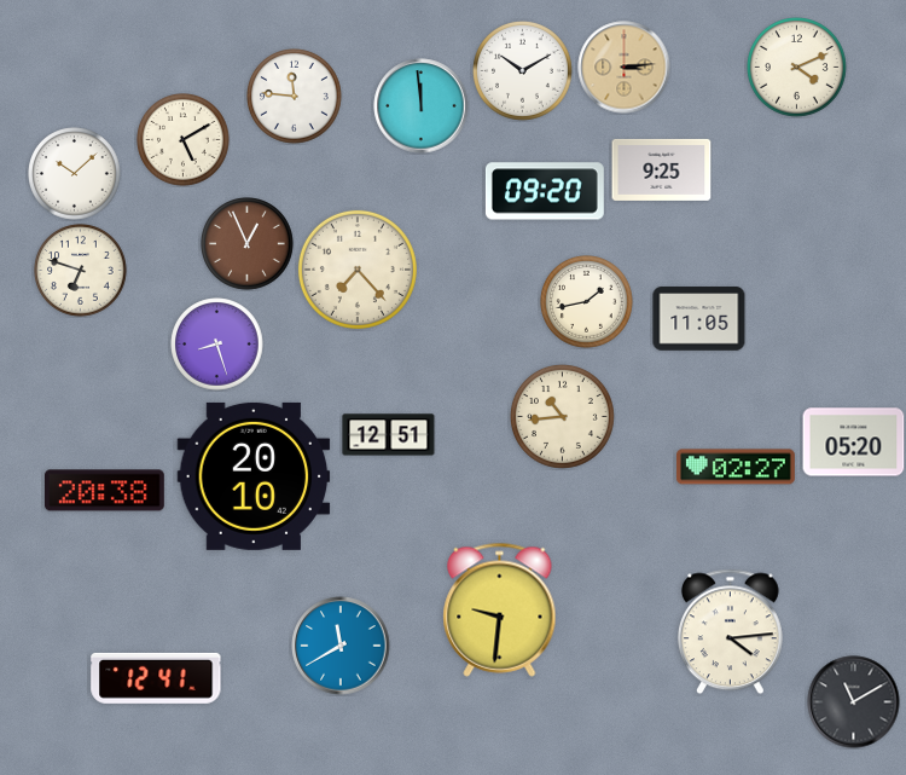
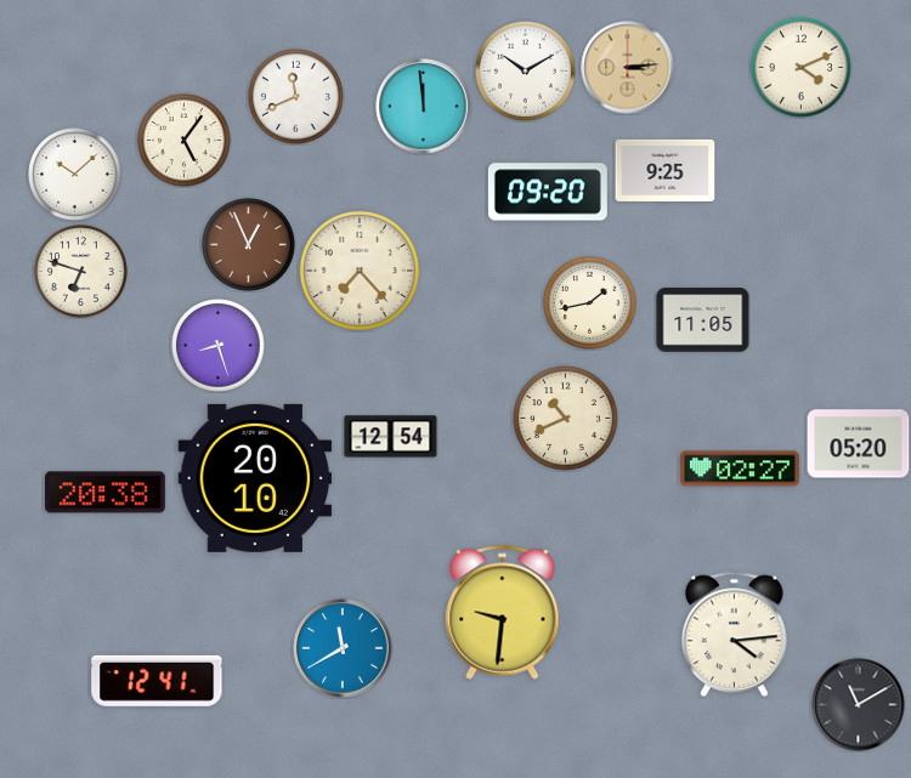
clock at (295, 97): 11:46 -> 11:41
clock at (184, 140): 5:10 -> 5:06
clock at (562, 416): 10:44 -> 10:41
clock at (389, 435): 12:51 -> 12:54
